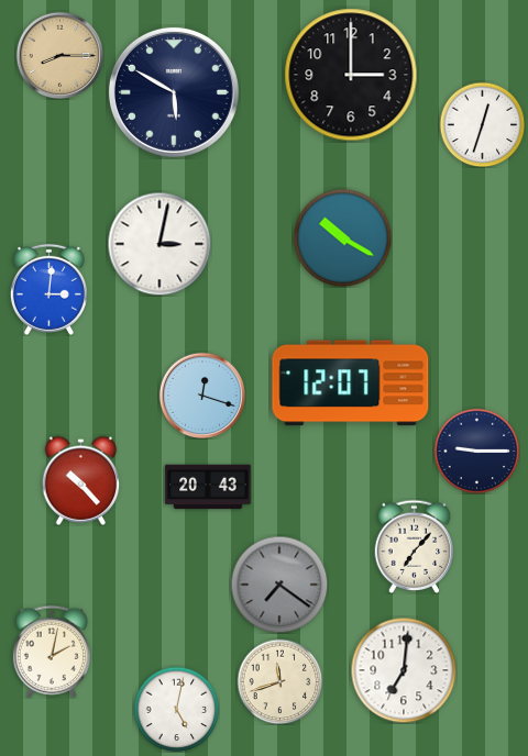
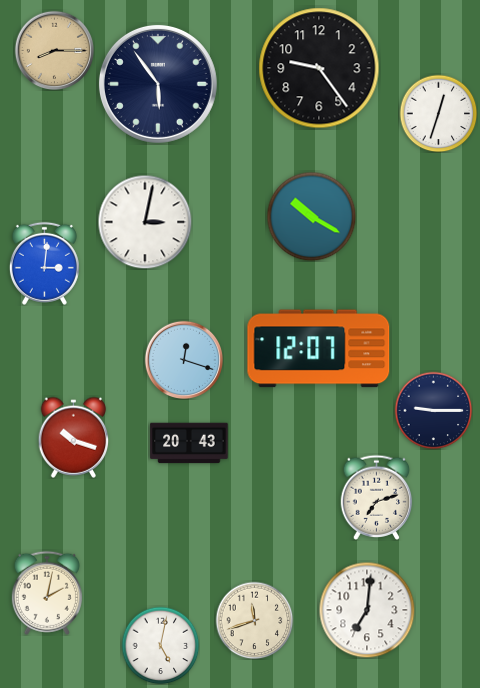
clock at (351, 75): 3:00 -> 9:24
clock at (174, 92): 5:50 -> 5:54
clock at (81, 480): 10:23 -> 10:18
clock at (415, 546): 7:07 -> 7:12
clock at (279, 585): 7:21 -> none
